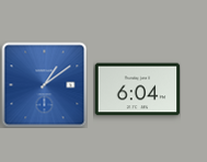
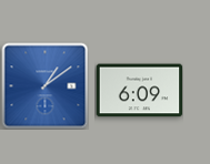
clock at (137, 90): 6:04 -> 6:09
